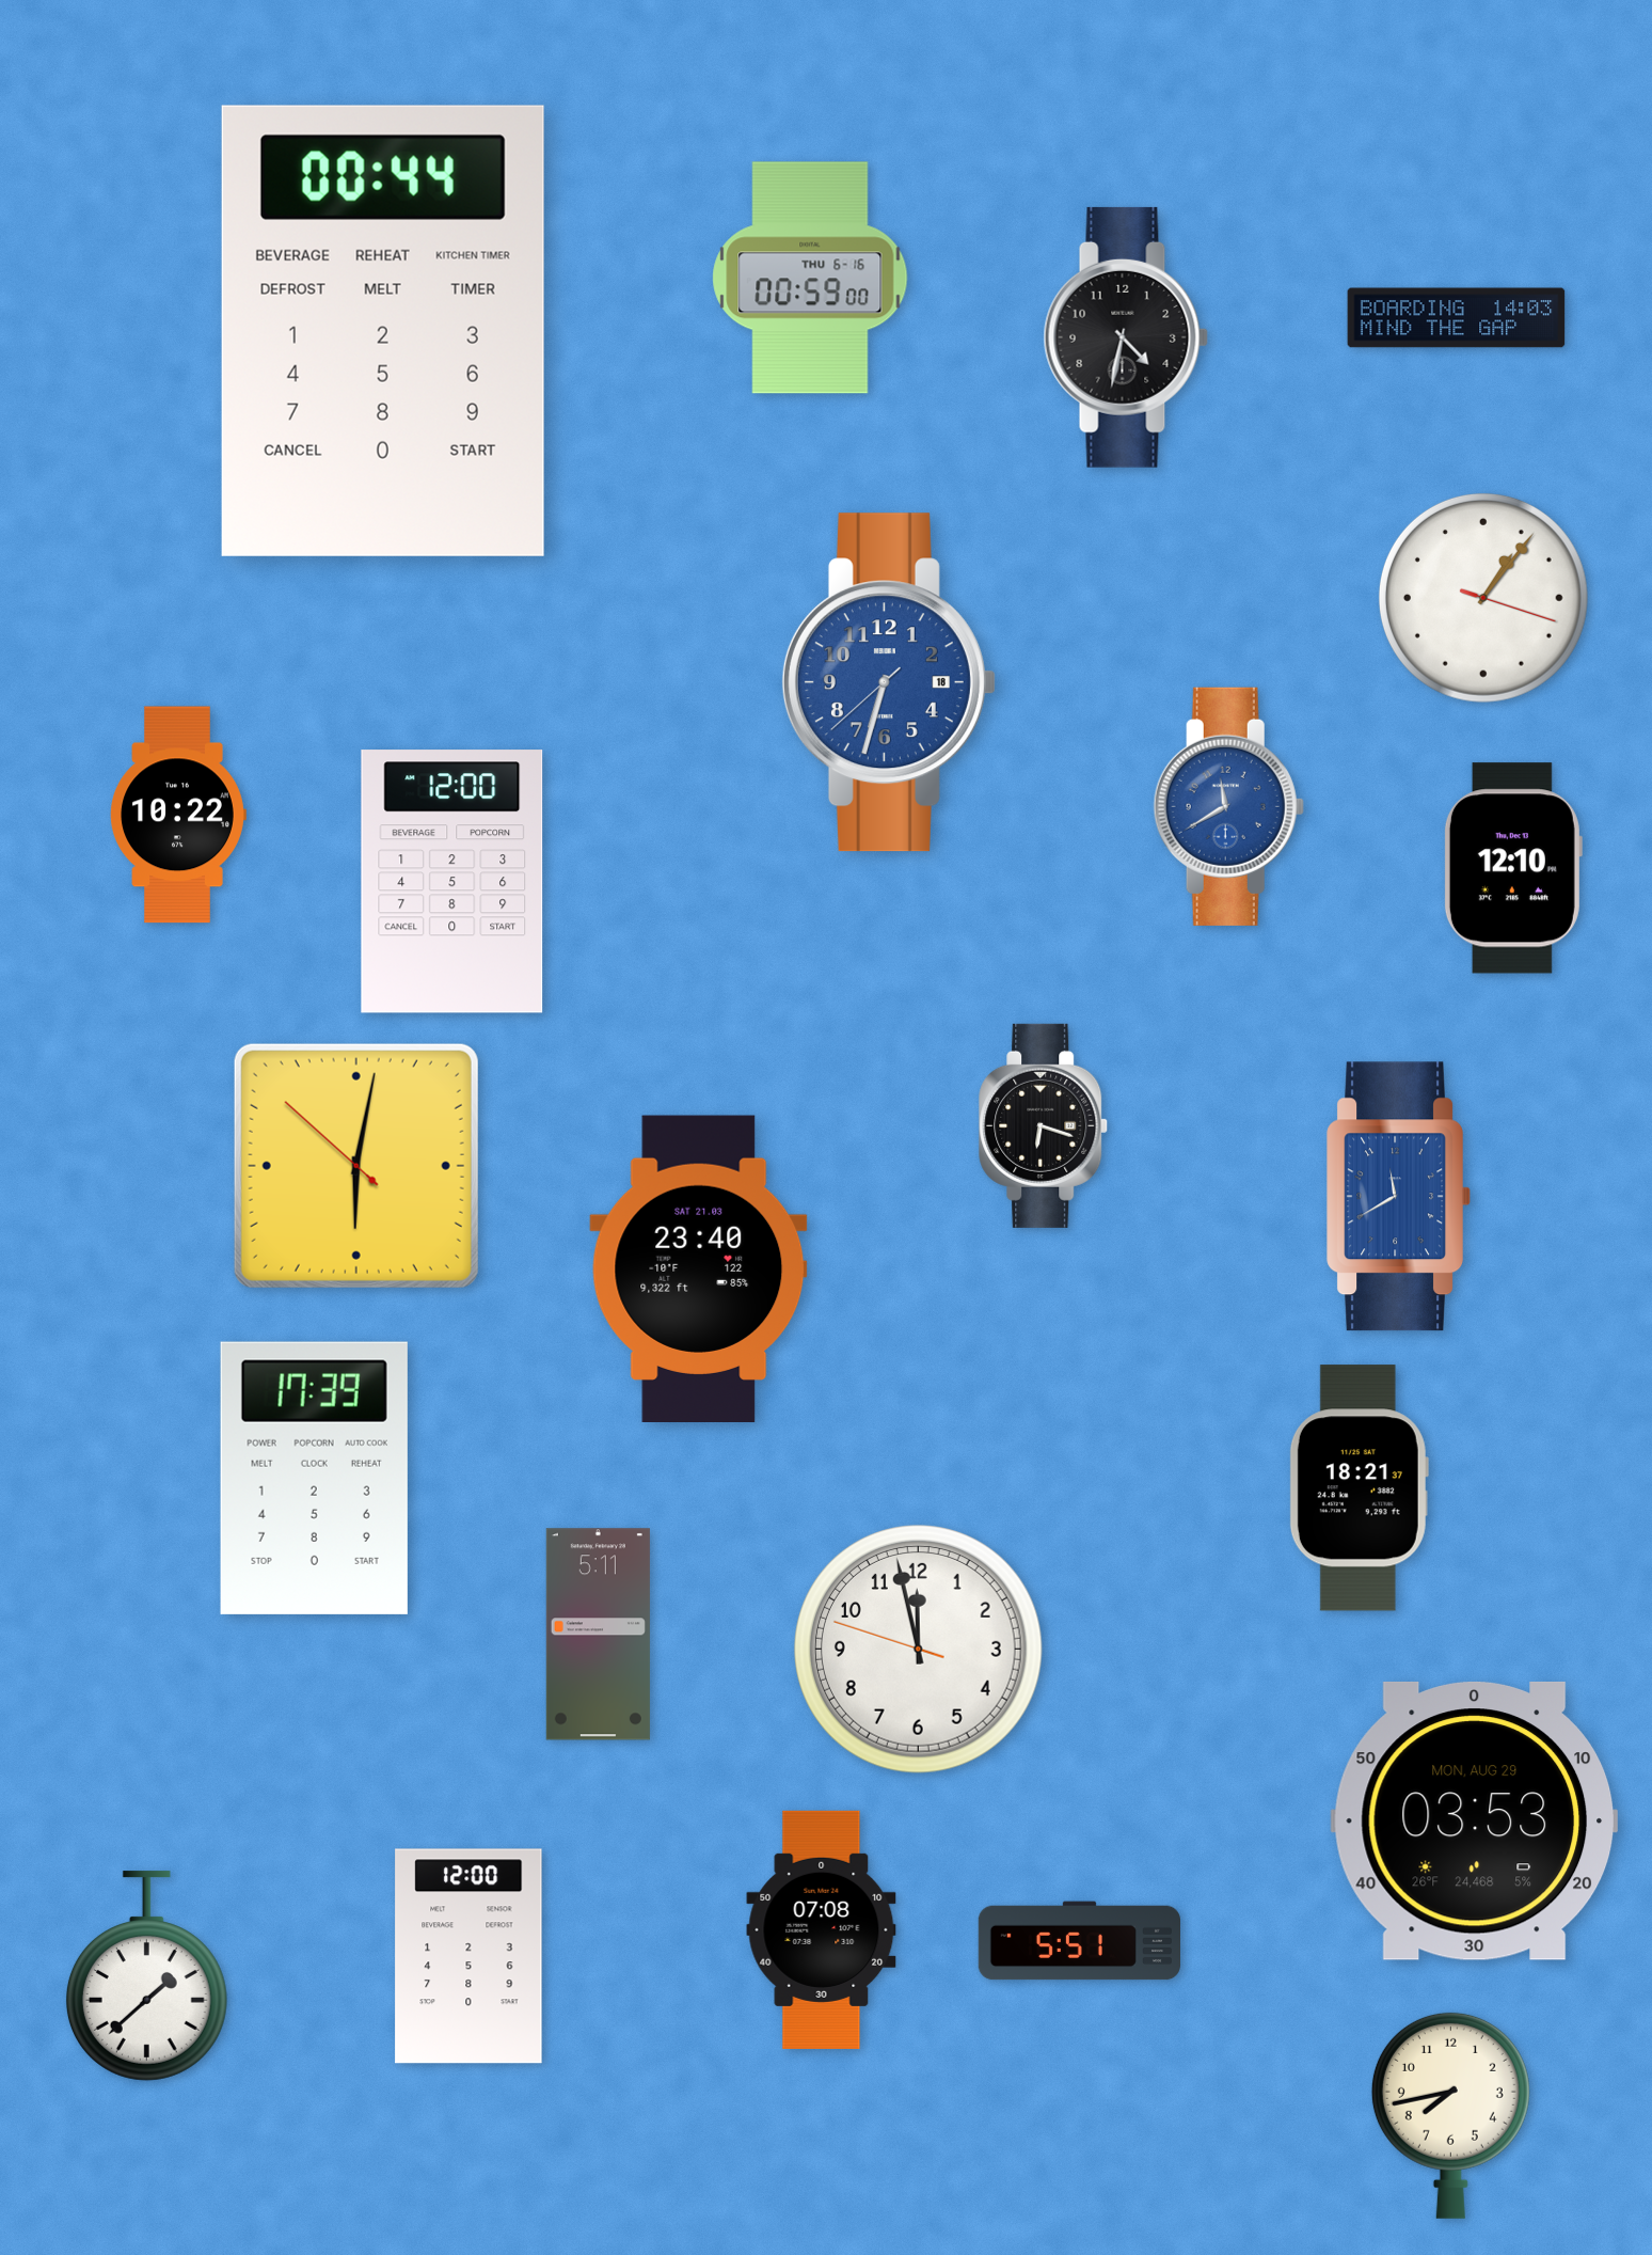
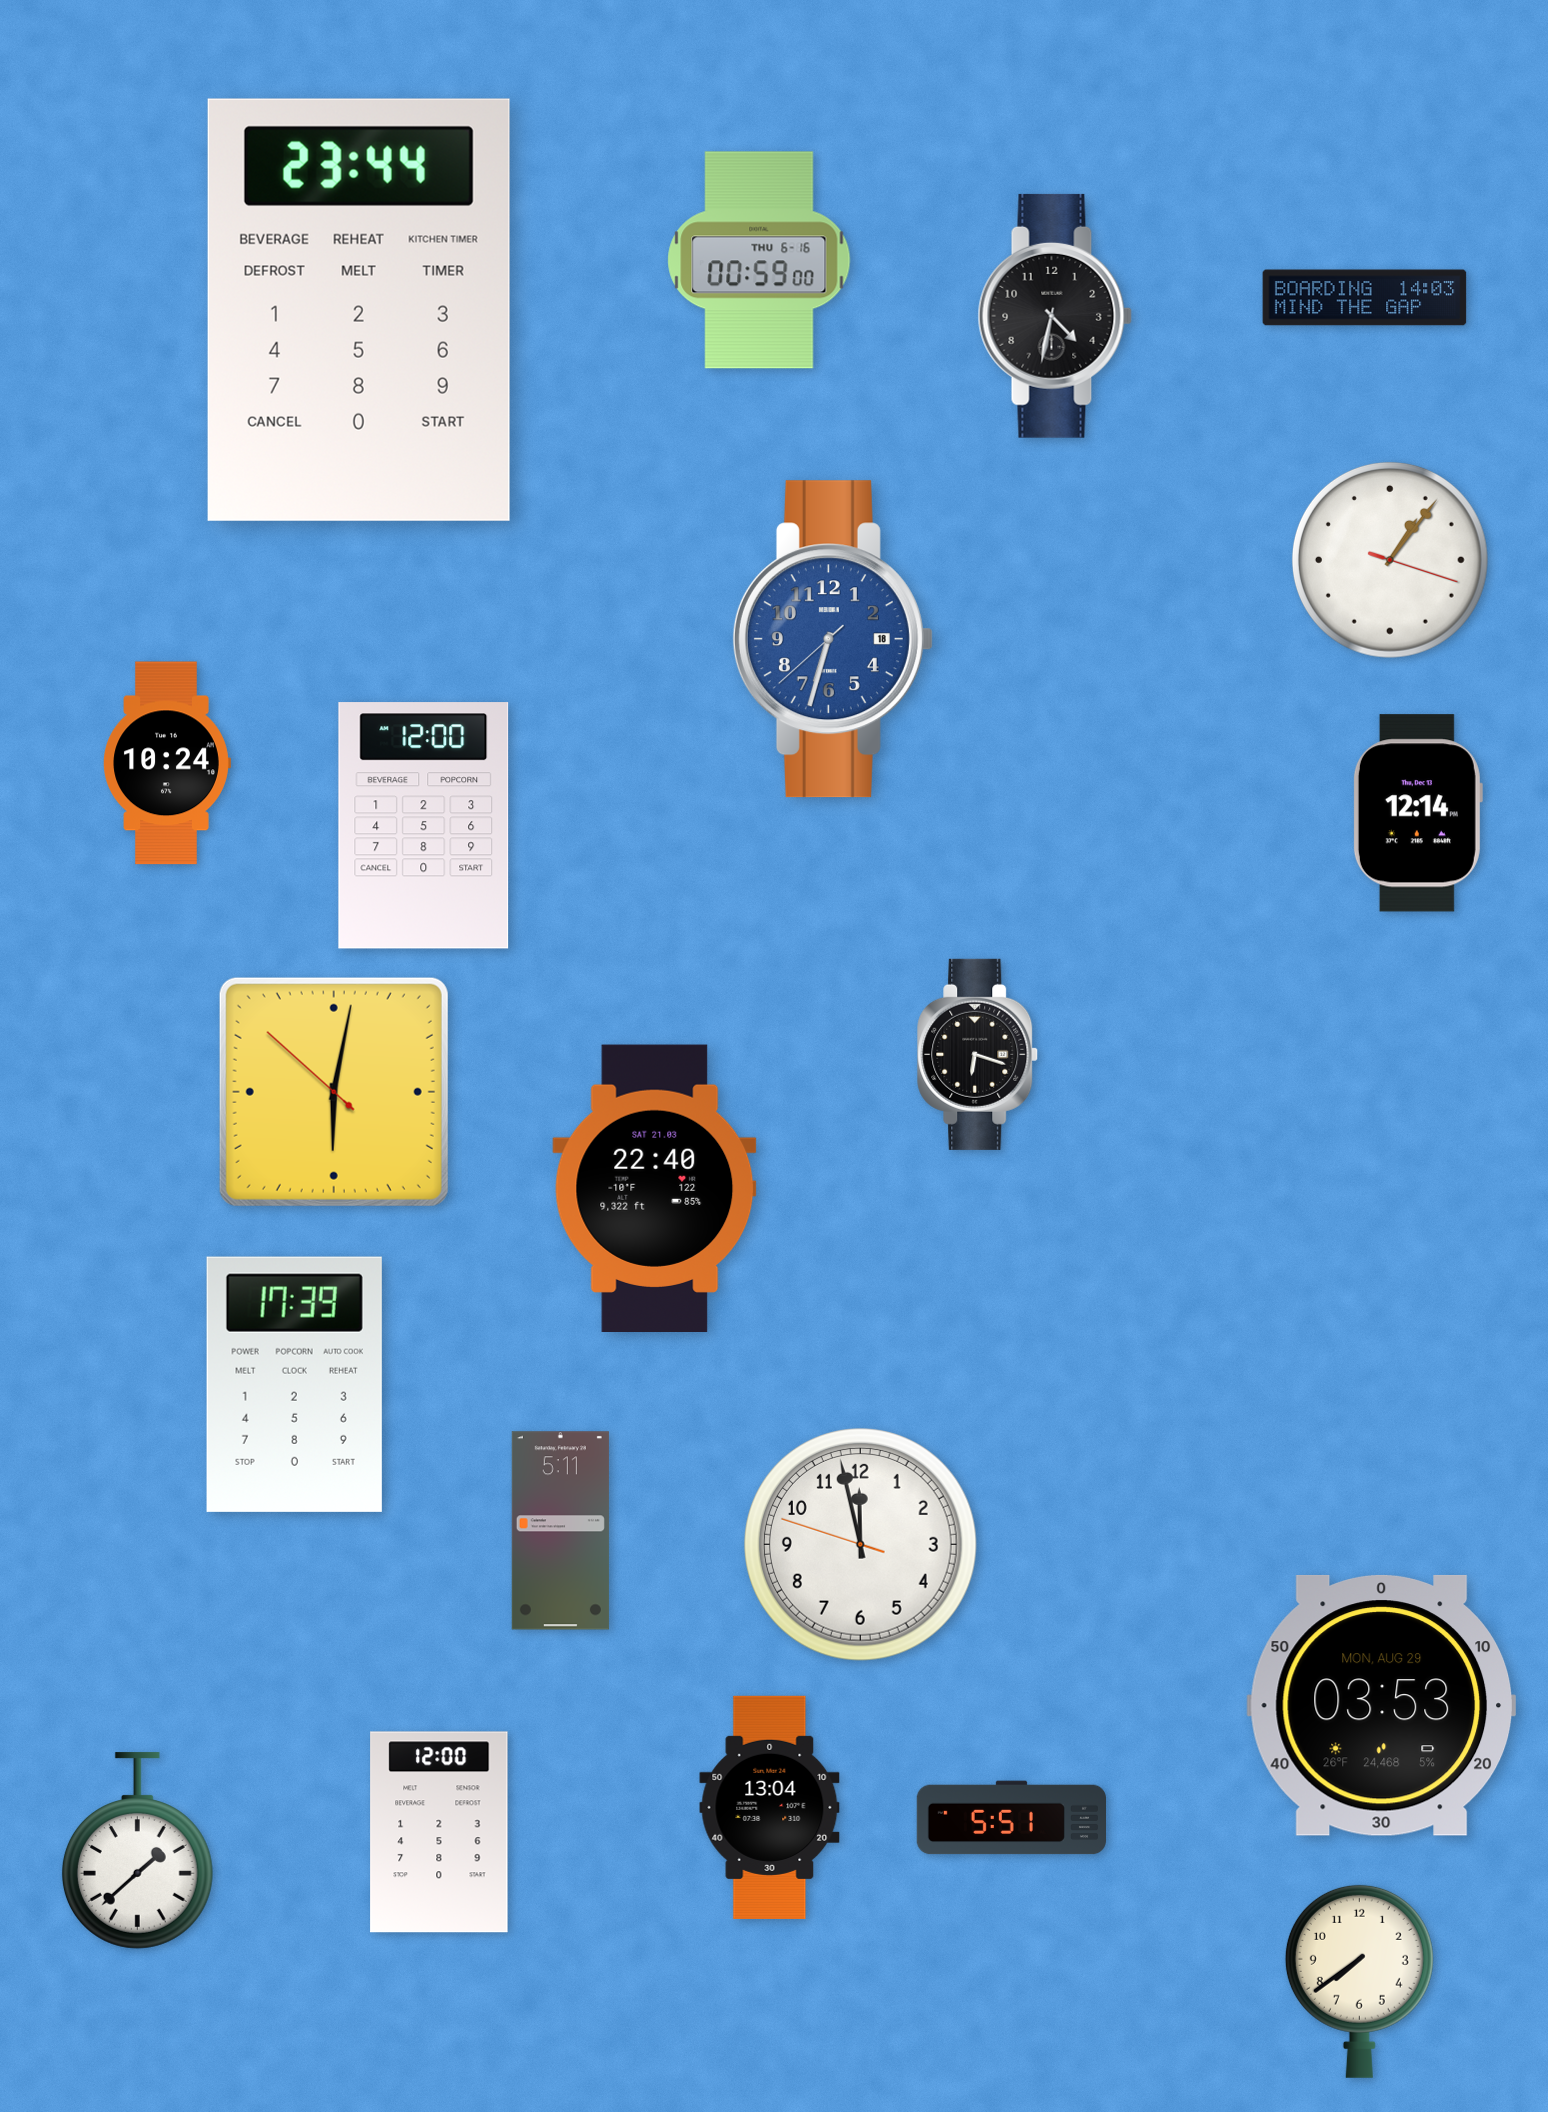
clock at (383, 331): 00:44 -> 23:44
clock at (1228, 806): 11:40 -> none
clock at (178, 815): 10:22 -> 10:24
clock at (1512, 868): 12:10 -> 12:14
clock at (1399, 1197): 11:40 -> none
clock at (699, 1268): 23:40 -> 22:40
clock at (1359, 1488): 18:21 -> none
clock at (822, 1929): 07:08 -> 13:04
clock at (1450, 2115): 7:43 -> 7:39
